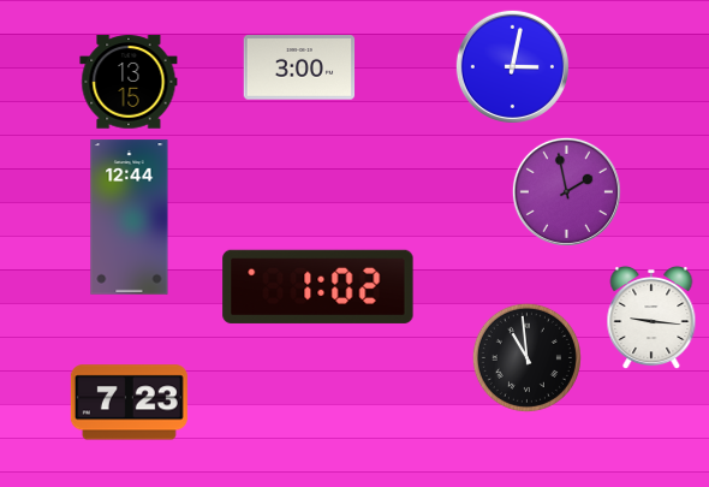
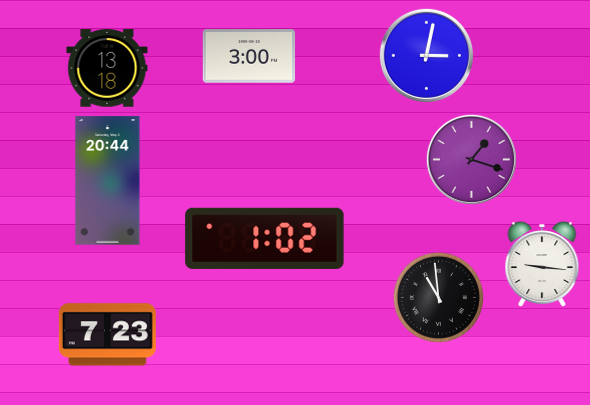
clock at (129, 82): 13:15 -> 13:18
clock at (566, 191): 1:58 -> 1:18
clock at (130, 218): 12:44 -> 20:44
